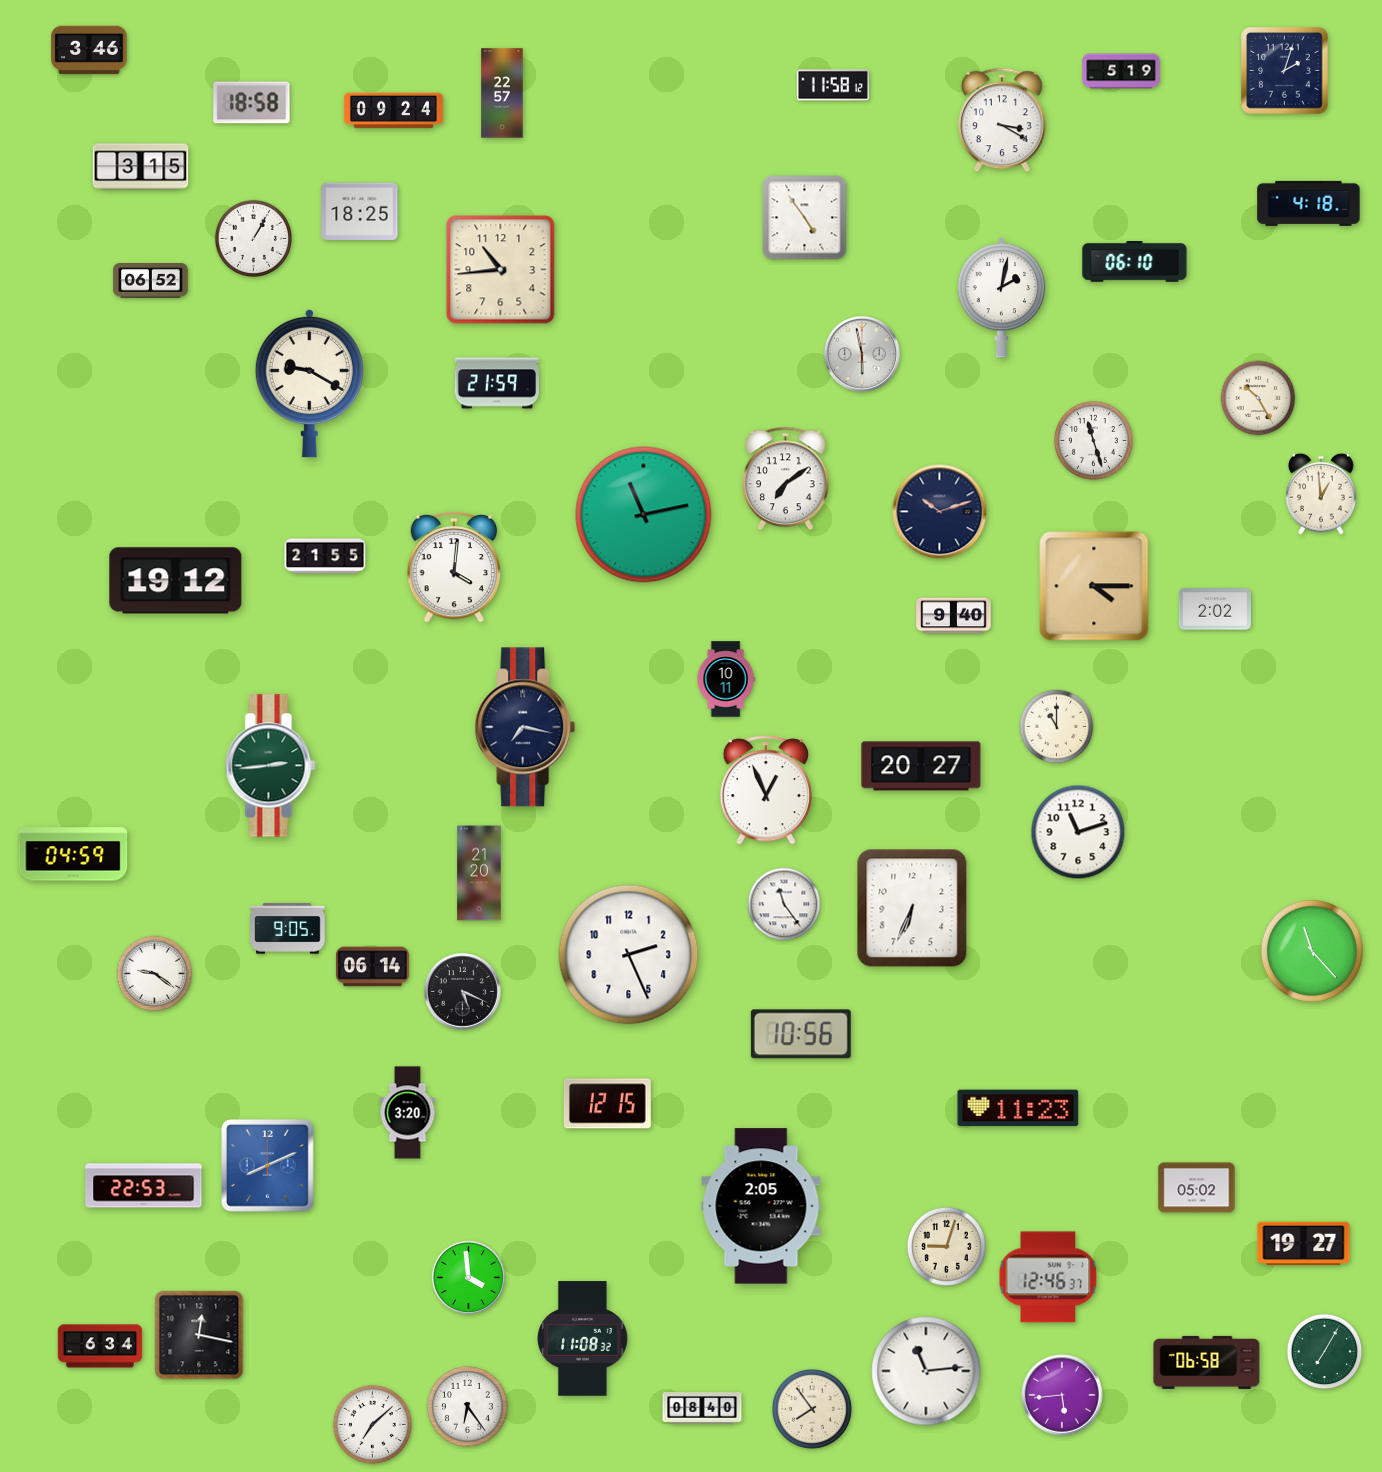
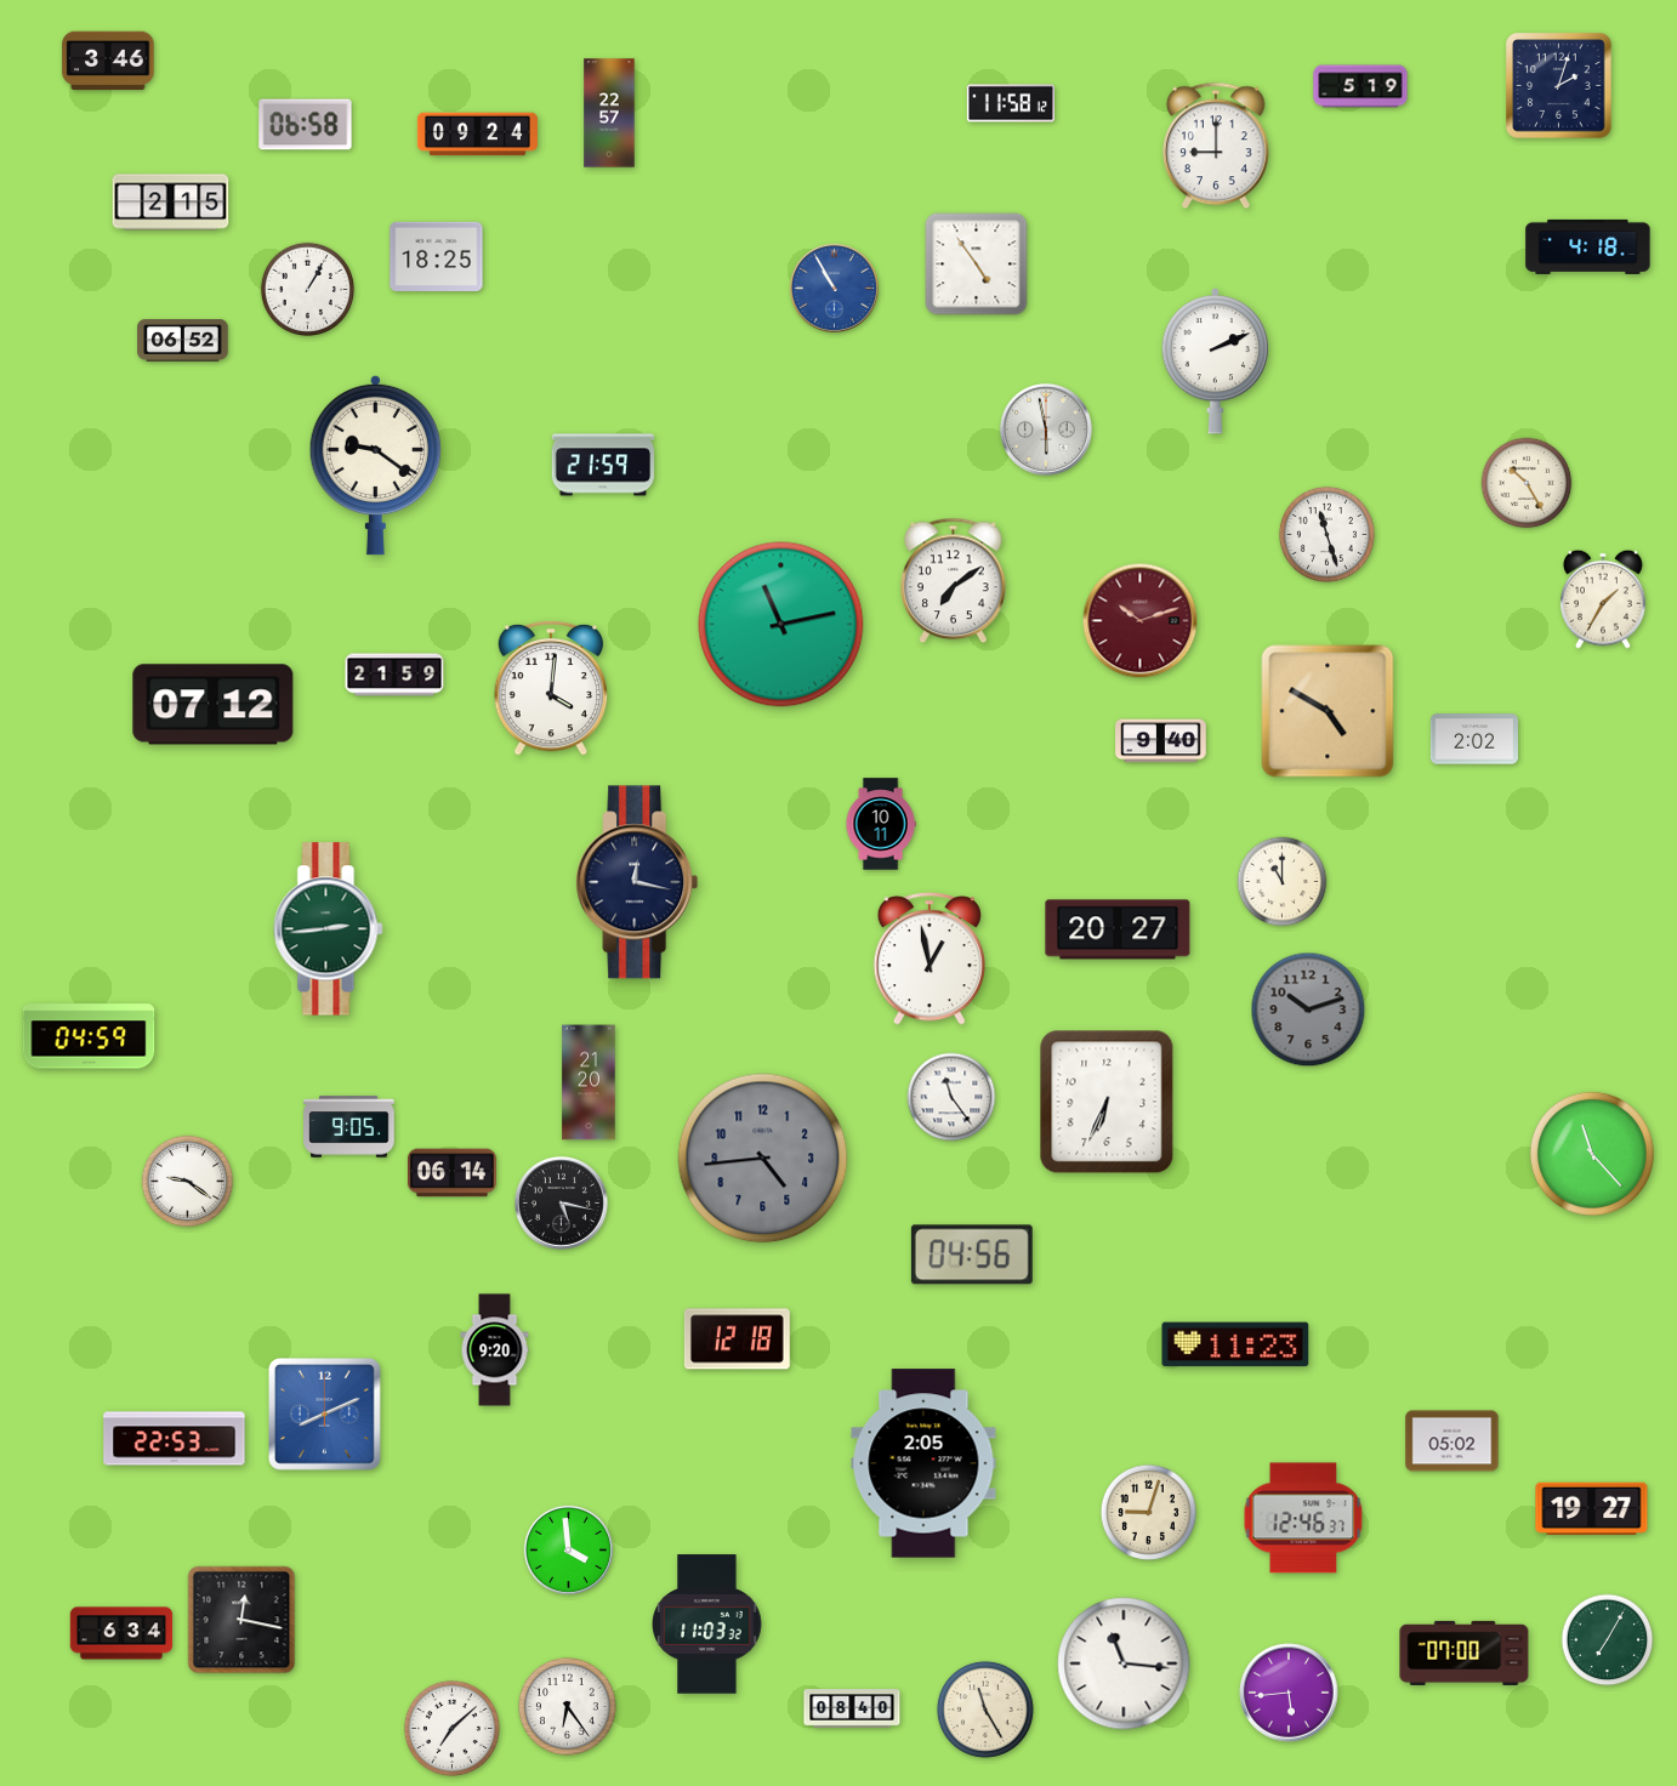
clock at (252, 103): 18:58 -> 06:58
clock at (1003, 120): 3:20 -> 9:00
clock at (141, 167): 3:15 -> 2:15
clock at (834, 288): none -> 10:55
clock at (1135, 262): 06:10 -> none
clock at (501, 270): 10:44 -> none
clock at (1001, 298): 2:02 -> 2:11
clock at (309, 383): 9:20 -> 9:21
clock at (1321, 494): 12:59 -> 1:35
clock at (940, 512) dial: navy -> burgundy
clock at (325, 556): 21:55 -> 21:59
clock at (176, 581): 19:12 -> 07:12
clock at (1094, 586): 4:15 -> 4:50
clock at (954, 616) position: (954, 616) -> (1161, 741)
clock at (525, 727): 7:17 -> 12:17
clock at (766, 790): 12:56 -> 12:58
clock at (1078, 832): 11:12 -> 10:12
clock at (1078, 832) dial: white -> grey
clock at (479, 873) position: (479, 873) -> (589, 1082)
clock at (629, 955): 2:26 -> 4:44
clock at (629, 955) dial: white -> grey
clock at (462, 991): 5:19 -> 5:17
clock at (801, 1034): 10:56 -> 04:56
clock at (607, 1104): 12:15 -> 12:18
clock at (408, 1113): 3:20 -> 9:20
clock at (1304, 1244) position: (1304, 1244) -> (1592, 1509)
clock at (1048, 1277) position: (1048, 1277) -> (1303, 1518)
clock at (583, 1339): 11:08 -> 11:03
clock at (1207, 1362): 06:58 -> 07:00
clock at (926, 1371): 11:14 -> 11:16
clock at (812, 1409): 7:54 -> 11:25
